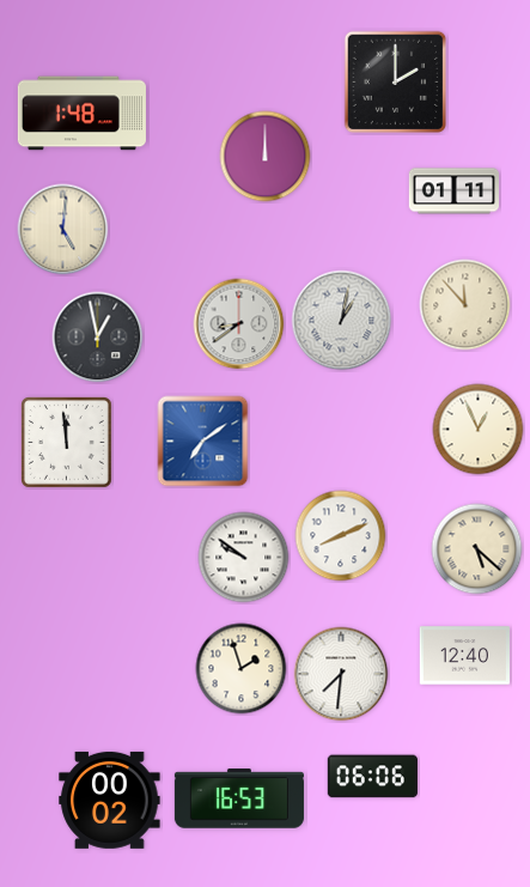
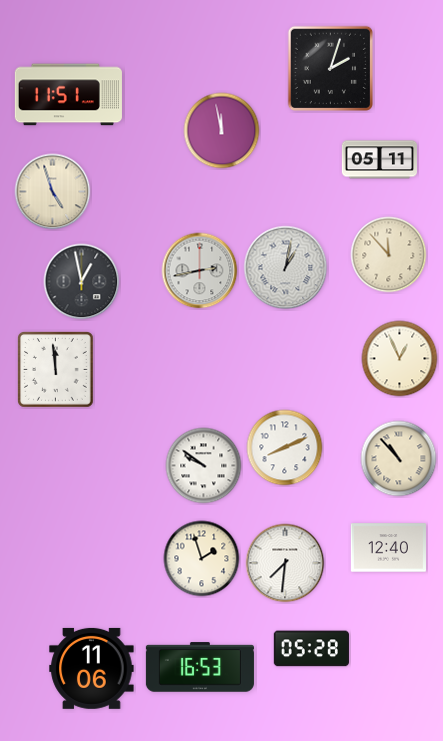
clock at (396, 83): 2:00 -> 2:03
clock at (81, 114): 1:48 -> 11:51
clock at (266, 157): 12:00 -> 11:58
clock at (453, 192): 01:11 -> 05:11
clock at (63, 230): 5:01 -> 4:57
clock at (239, 324): 8:39 -> 2:43
clock at (203, 442): 7:09 -> none
clock at (477, 549): 5:22 -> 10:53
clock at (372, 777): 06:06 -> 05:28
clock at (110, 800): 00:02 -> 11:06
